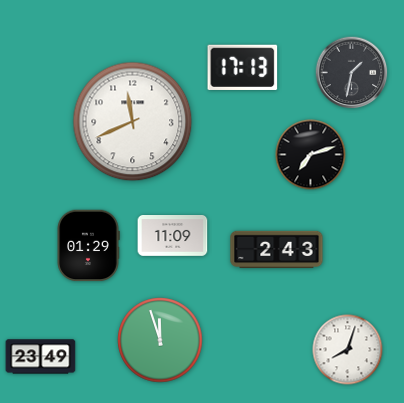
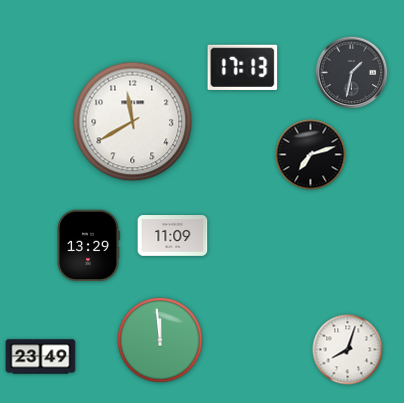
clock at (133, 122): 11:41 -> 11:40
clock at (88, 246): 01:29 -> 13:29
clock at (277, 250): 2:43 -> none
clock at (160, 340): 11:57 -> 11:59
